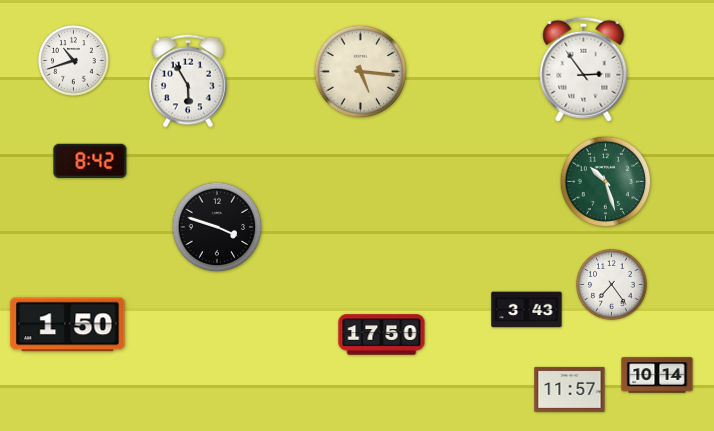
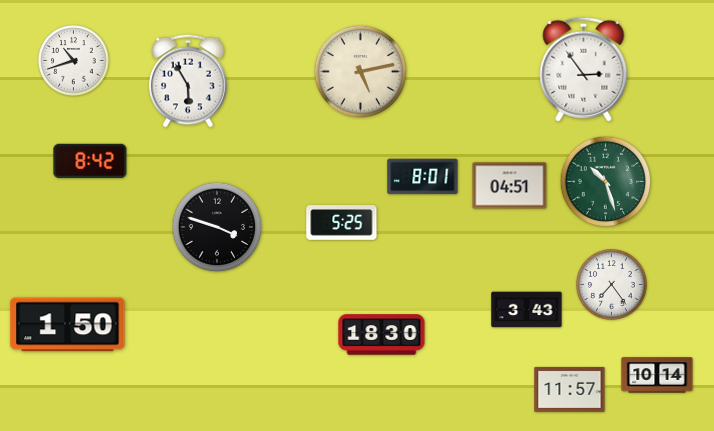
clock at (360, 71): 5:16 -> 5:13
clock at (423, 177): none -> 8:01
clock at (510, 186): none -> 04:51
clock at (342, 223): none -> 5:25
clock at (382, 335): 17:50 -> 18:30
